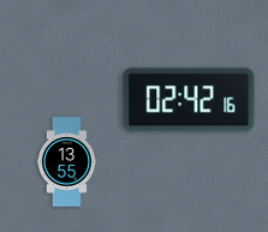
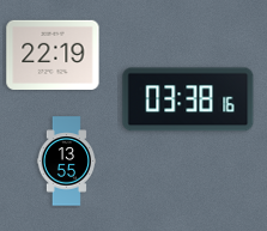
clock at (53, 54): none -> 22:19
clock at (189, 100): 02:42 -> 03:38
